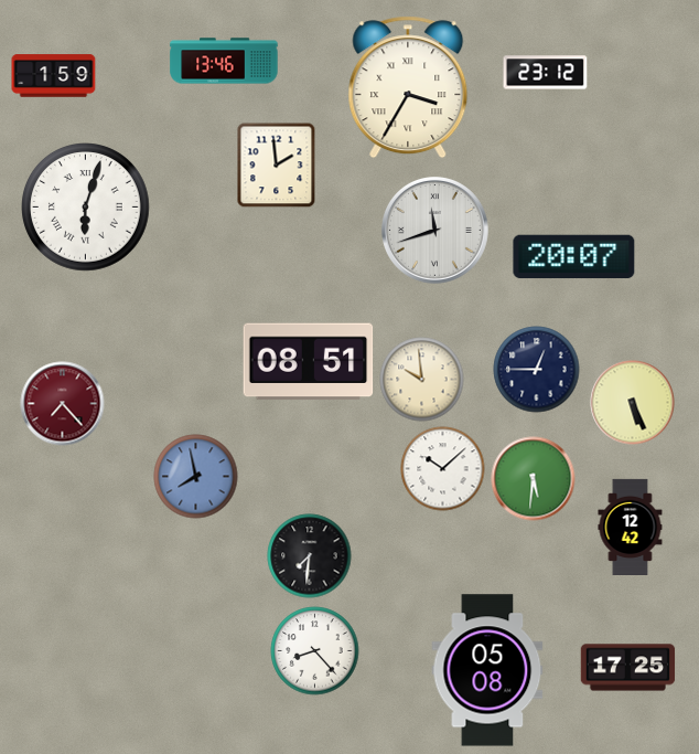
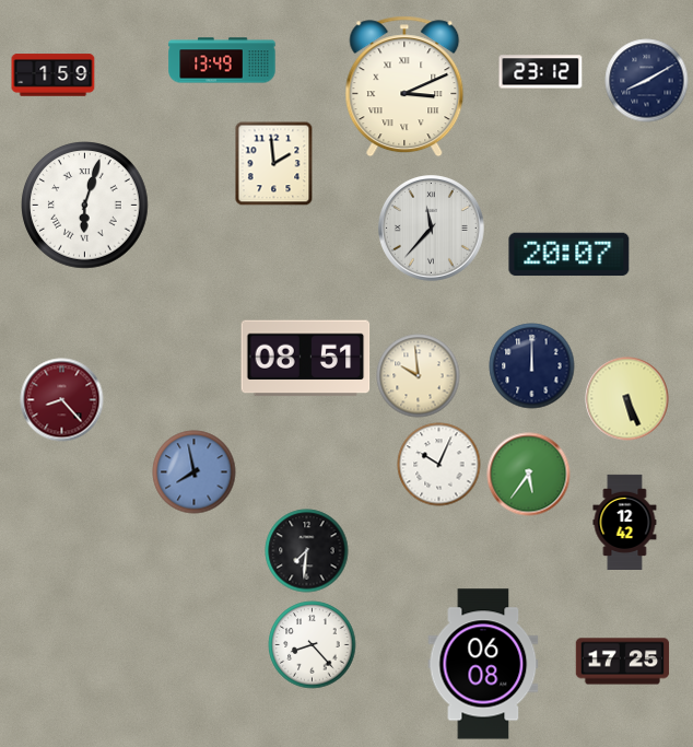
clock at (224, 61): 13:46 -> 13:49
clock at (647, 81): none -> 8:10
clock at (408, 87): 3:35 -> 3:11
clock at (435, 231): 11:42 -> 11:37
clock at (537, 370): 12:45 -> 12:00
clock at (63, 404): 7:23 -> 8:23
clock at (443, 469): 10:08 -> 10:04
clock at (534, 479): 5:31 -> 5:36
clock at (487, 670): 05:08 -> 06:08
